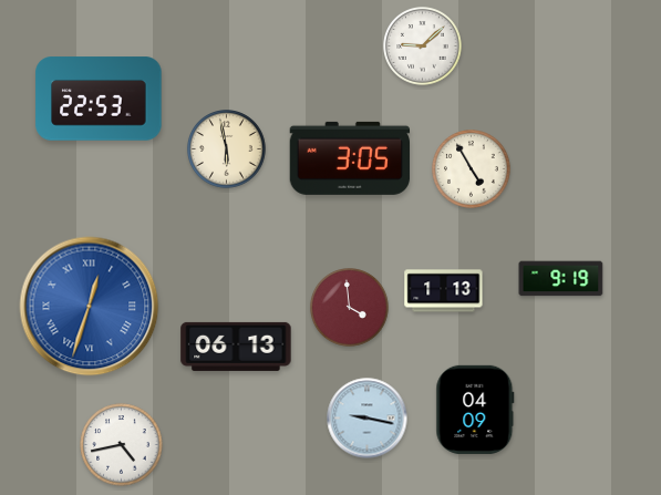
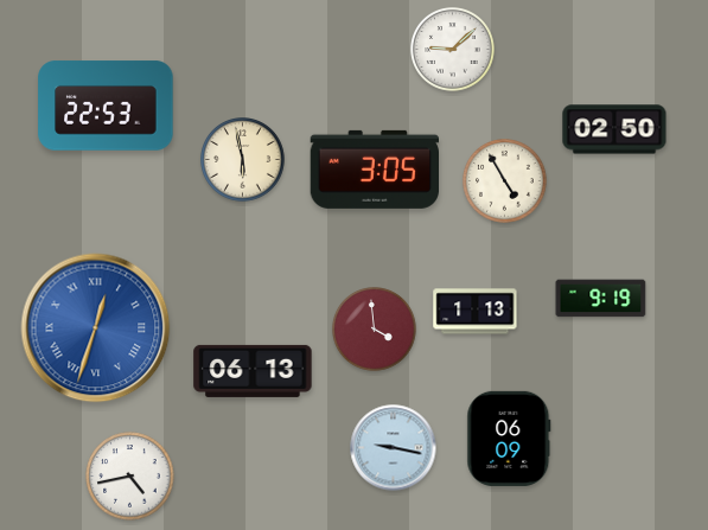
clock at (614, 129): none -> 02:50
clock at (475, 410): 04:09 -> 06:09
